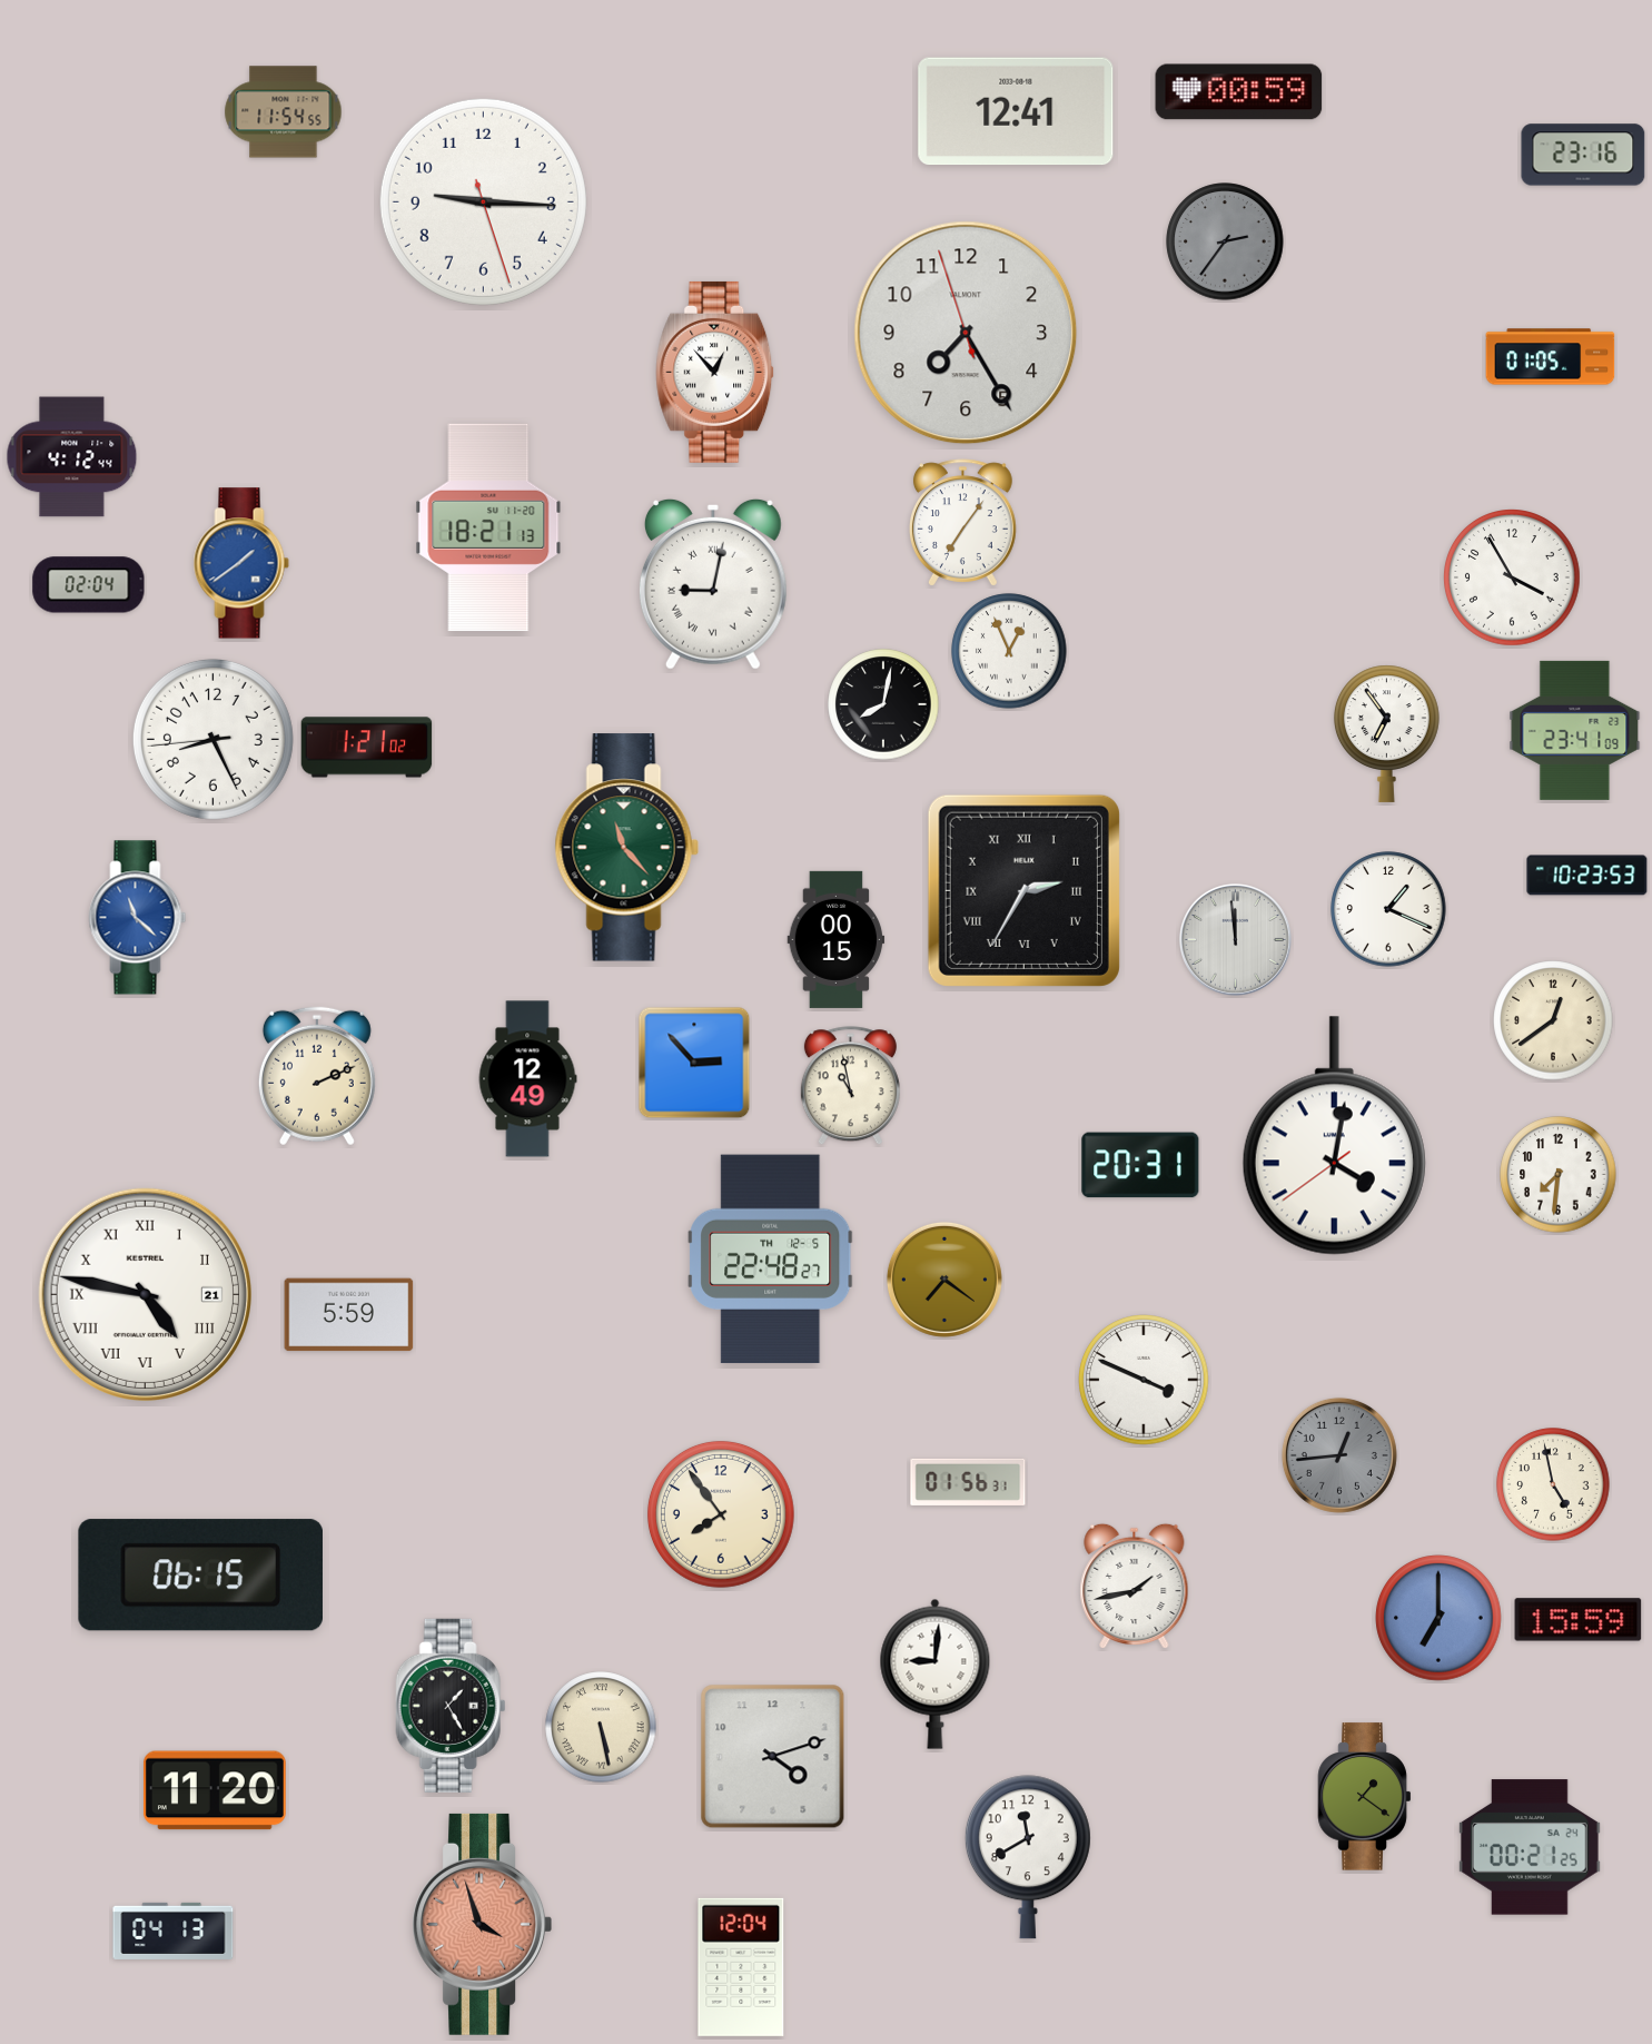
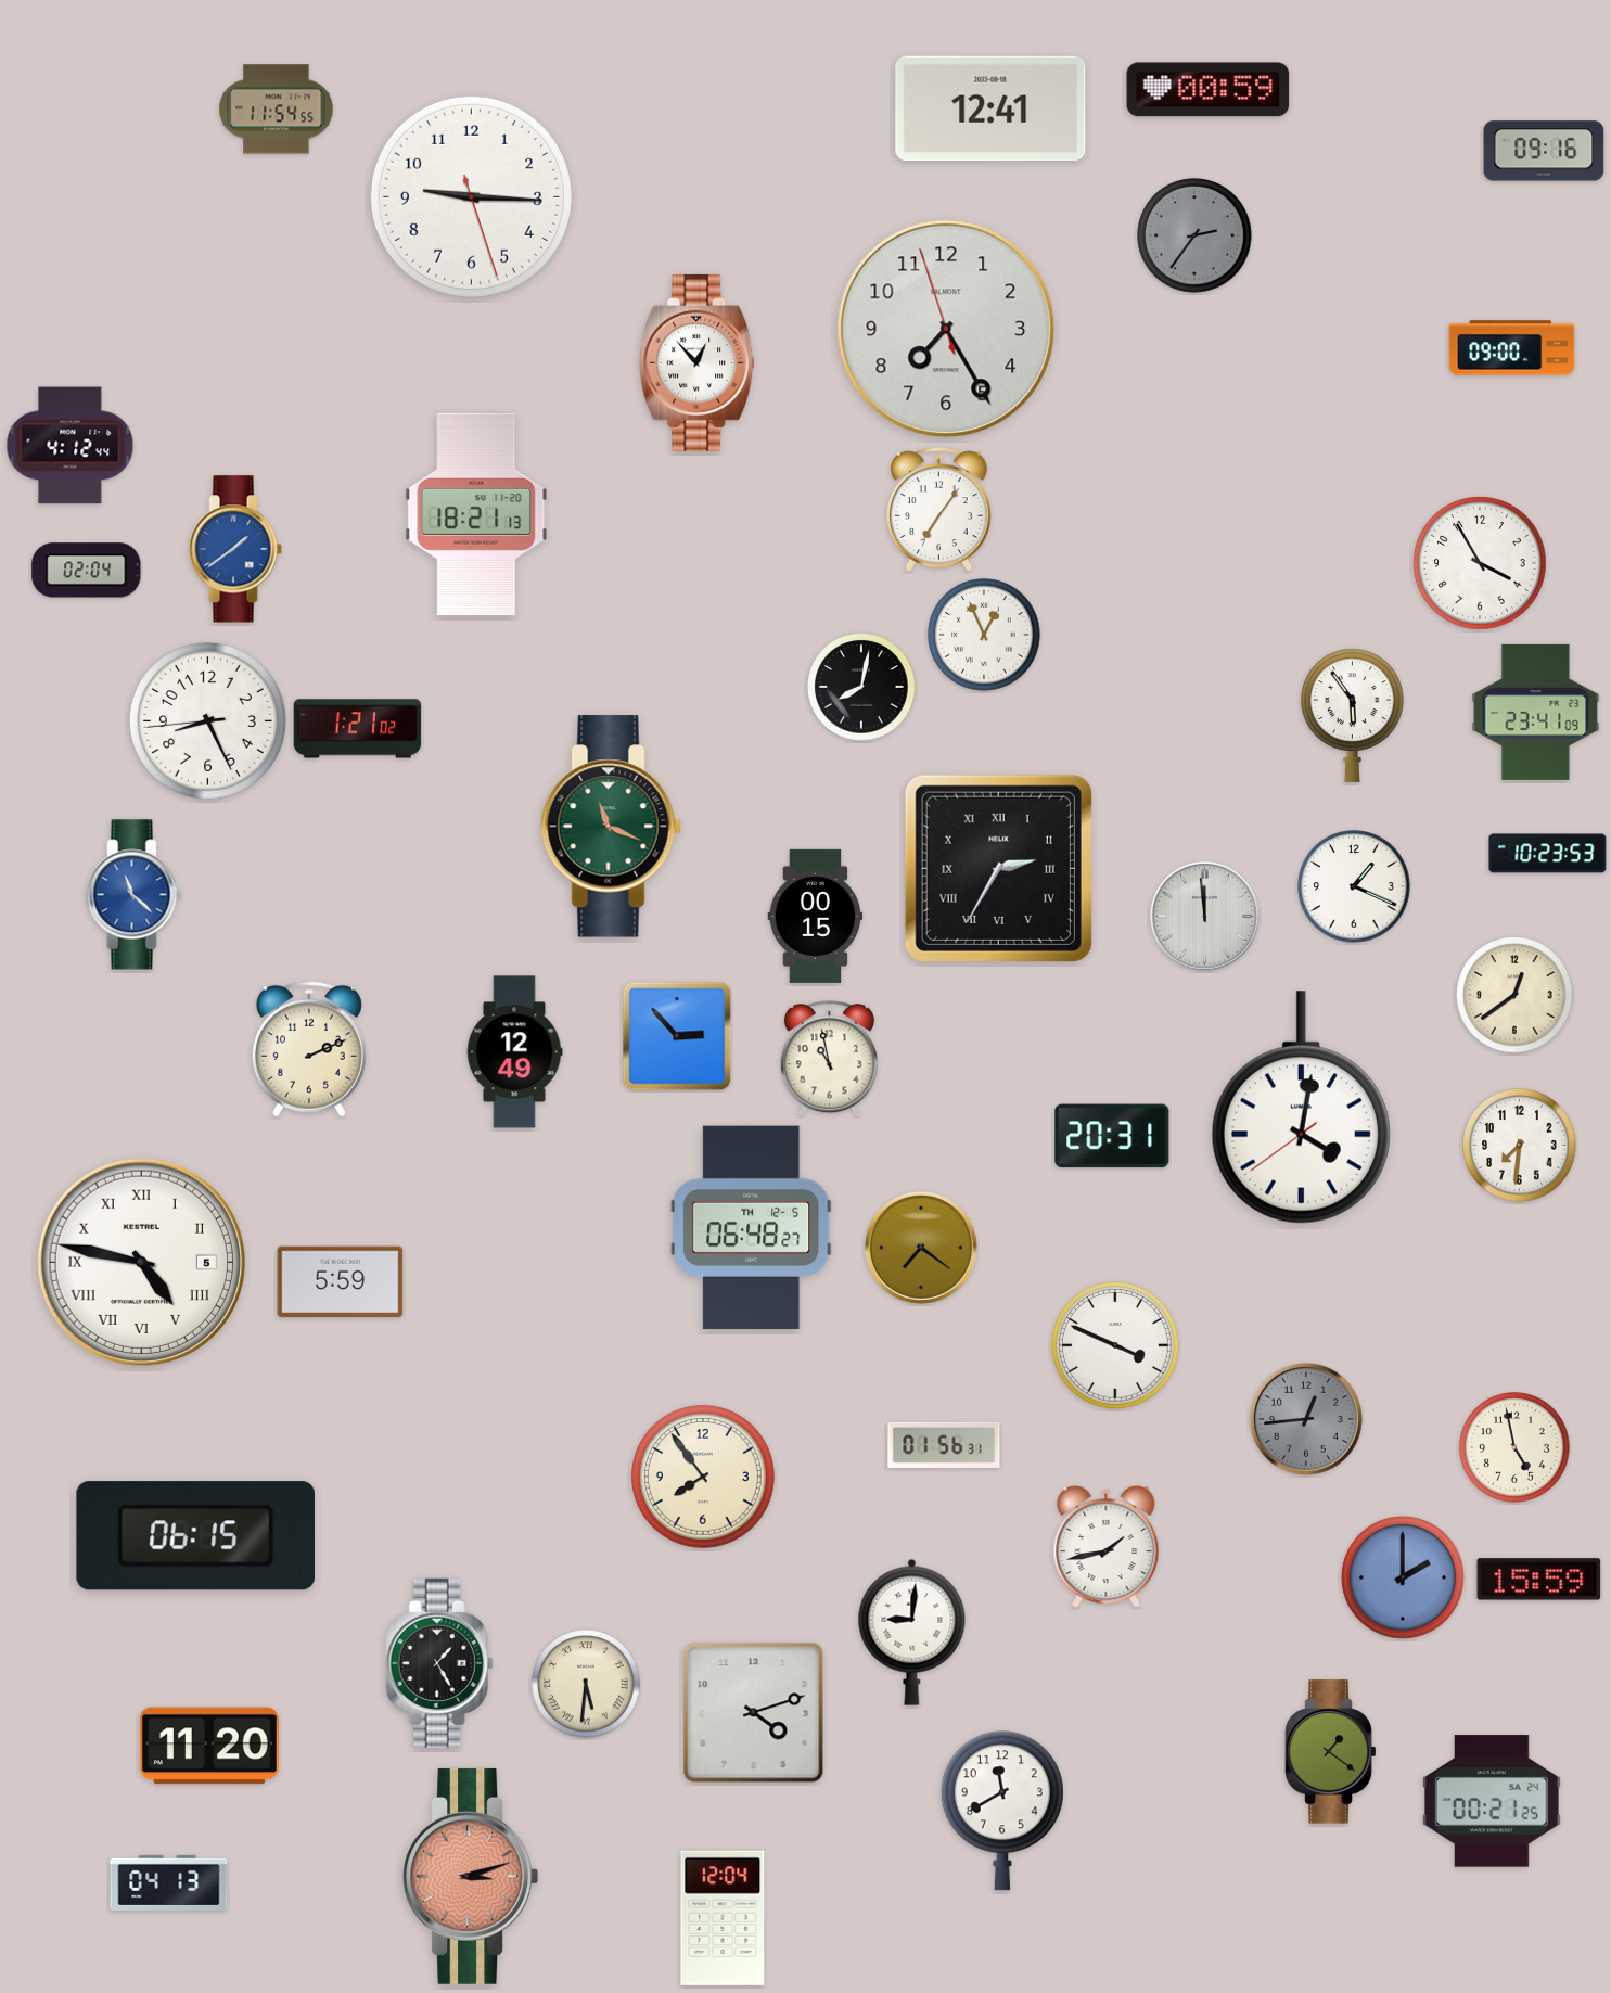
clock at (1583, 155): 23:16 -> 09:16
clock at (966, 333) position: (966, 333) -> (946, 329)
clock at (1551, 357): 01:05 -> 09:00
clock at (1512, 577) position: (1512, 577) -> (1480, 563)
clock at (713, 584): 9:02 -> none
clock at (1386, 733): 6:54 -> 5:54
clock at (626, 848): 11:23 -> 11:19
clock at (771, 1260): 22:48 -> 06:48
clock at (145, 1294) date: 21 -> 5
clock at (1438, 1618): 7:00 -> 2:00
clock at (601, 1727): 5:28 -> 5:31
clock at (482, 1924): 3:57 -> 3:12
